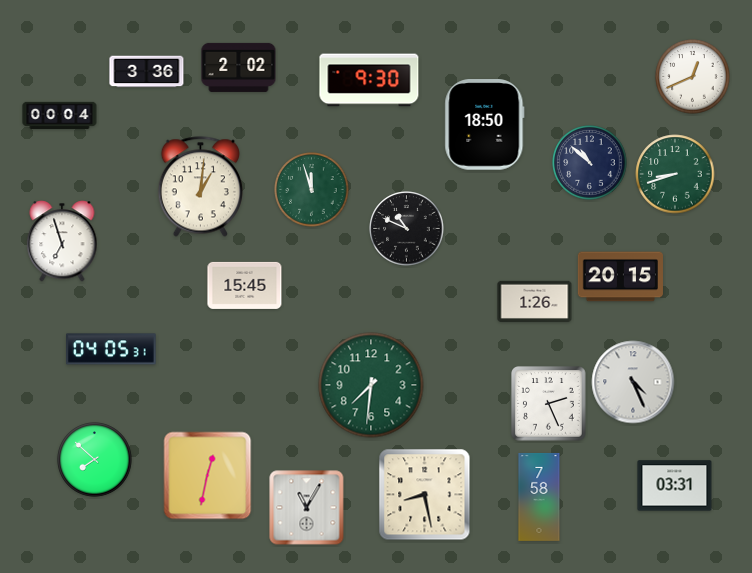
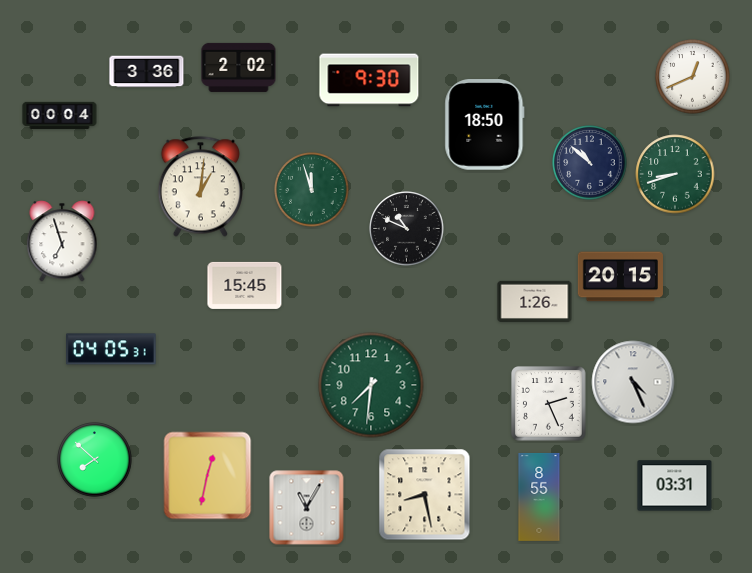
clock at (539, 497): 7:58 -> 8:55
